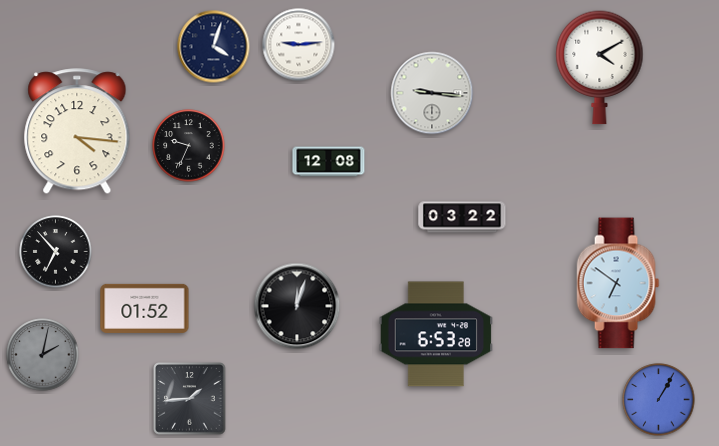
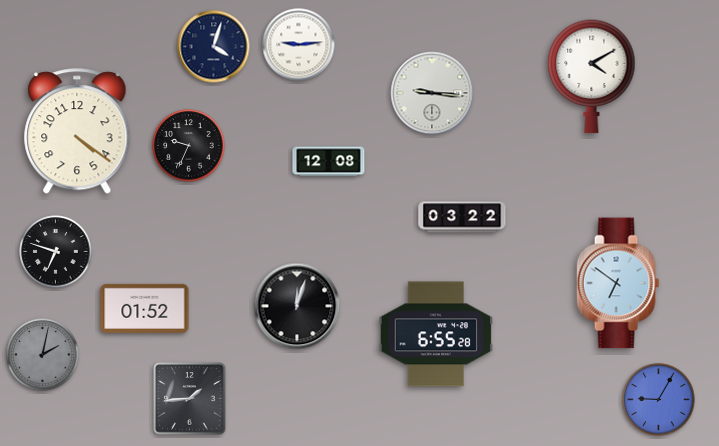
clock at (600, 68) position: (600, 68) -> (592, 77)
clock at (77, 132): 4:16 -> 4:21
clock at (56, 252): 6:53 -> 6:48
clock at (436, 334): 6:53 -> 6:55
clock at (659, 400): 1:05 -> 9:05
